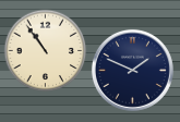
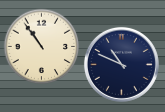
clock at (132, 70): 1:49 -> 10:49
